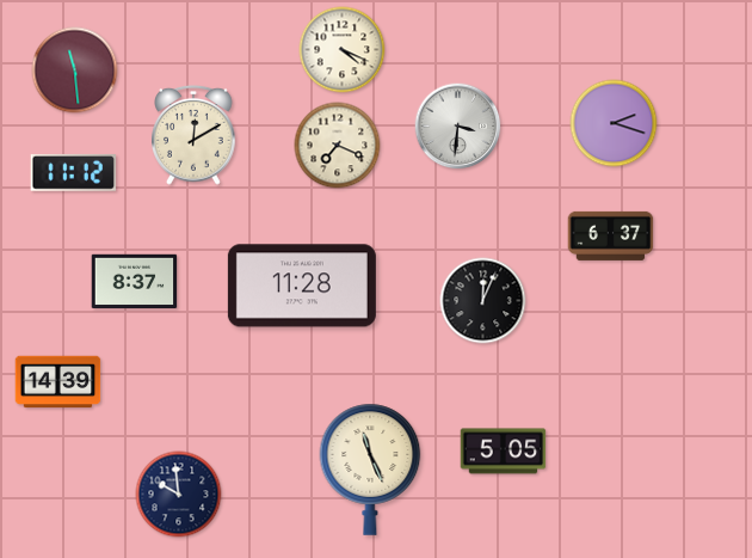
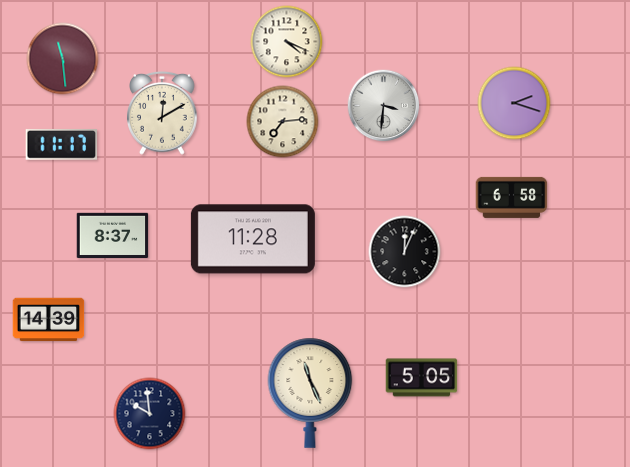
clock at (338, 146): 7:19 -> 7:14
clock at (74, 172): 11:12 -> 11:17
clock at (611, 235): 6:37 -> 6:58
